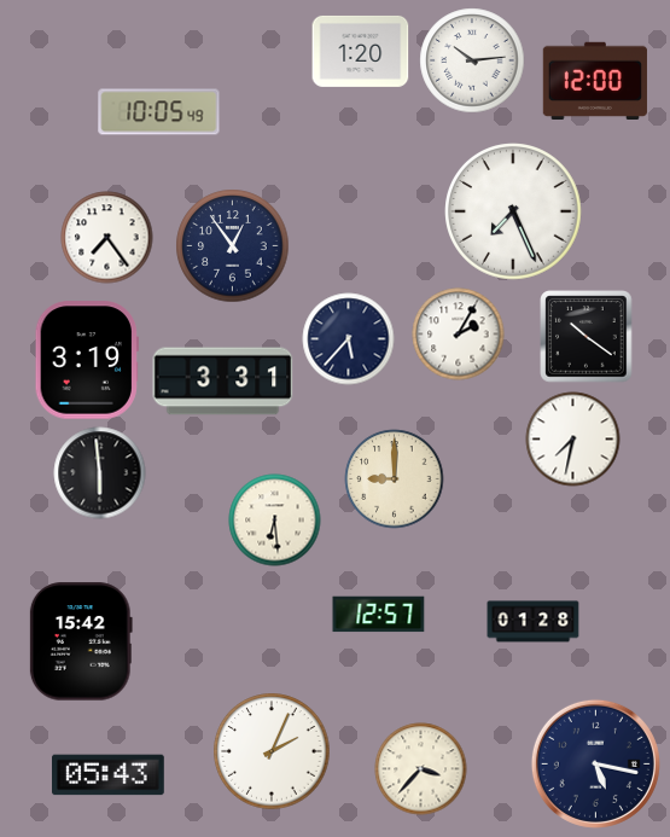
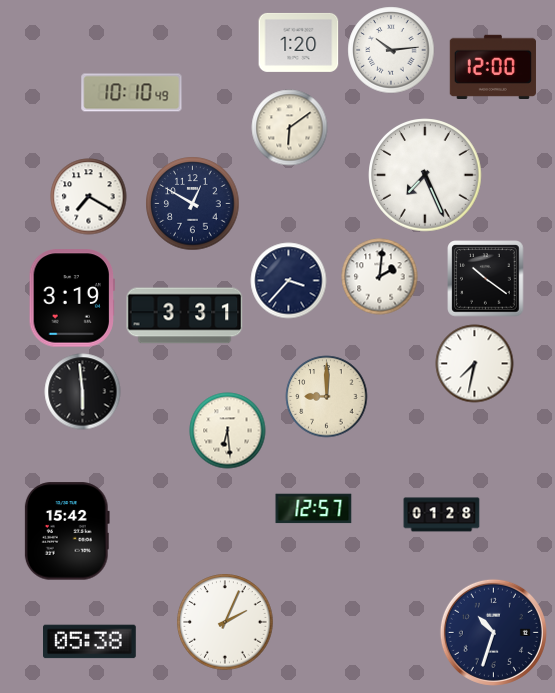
clock at (159, 112): 10:05 -> 10:10
clock at (290, 128): none -> 6:09
clock at (107, 238): 7:24 -> 7:20
clock at (233, 246): 12:54 -> 12:50
clock at (459, 335): 2:05 -> 2:01
clock at (349, 339): 5:37 -> 3:37
clock at (595, 763): 5:17 -> 10:33
clock at (421, 769): 3:37 -> none
clock at (109, 775): 05:43 -> 05:38
